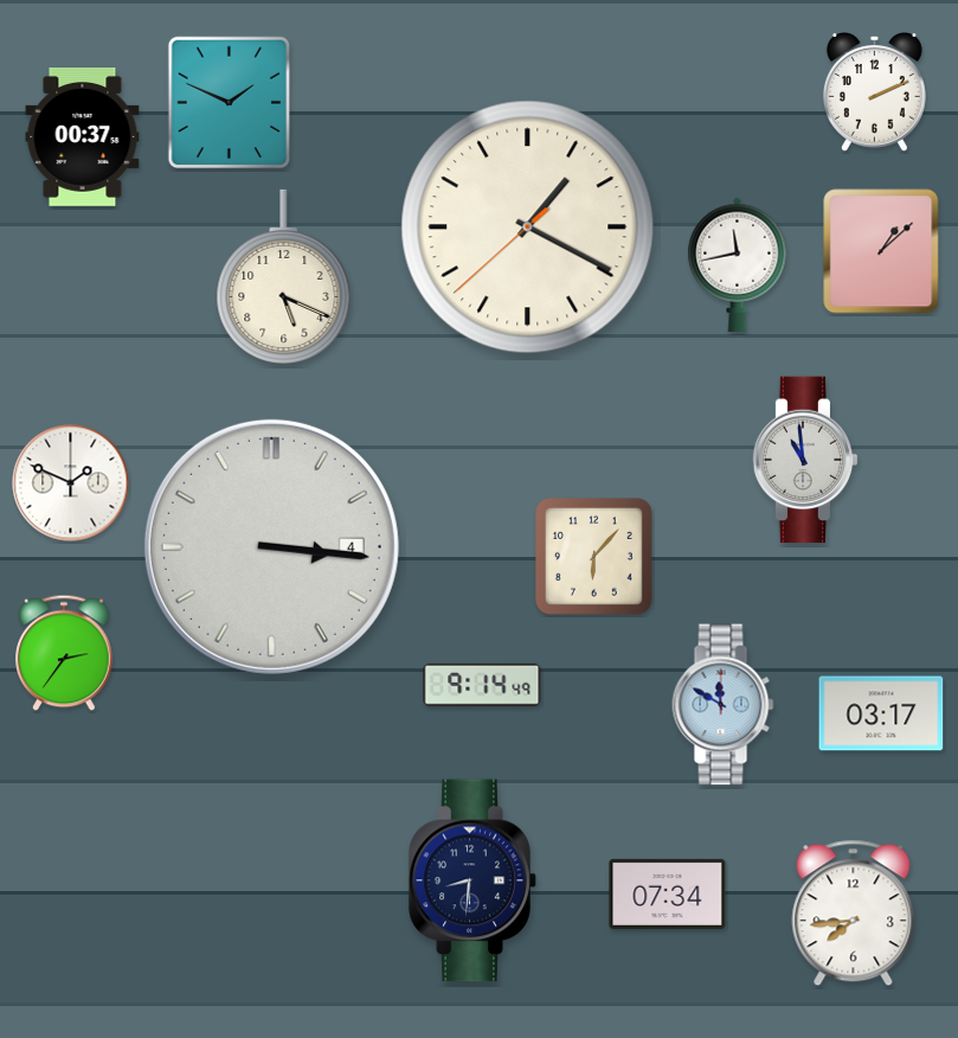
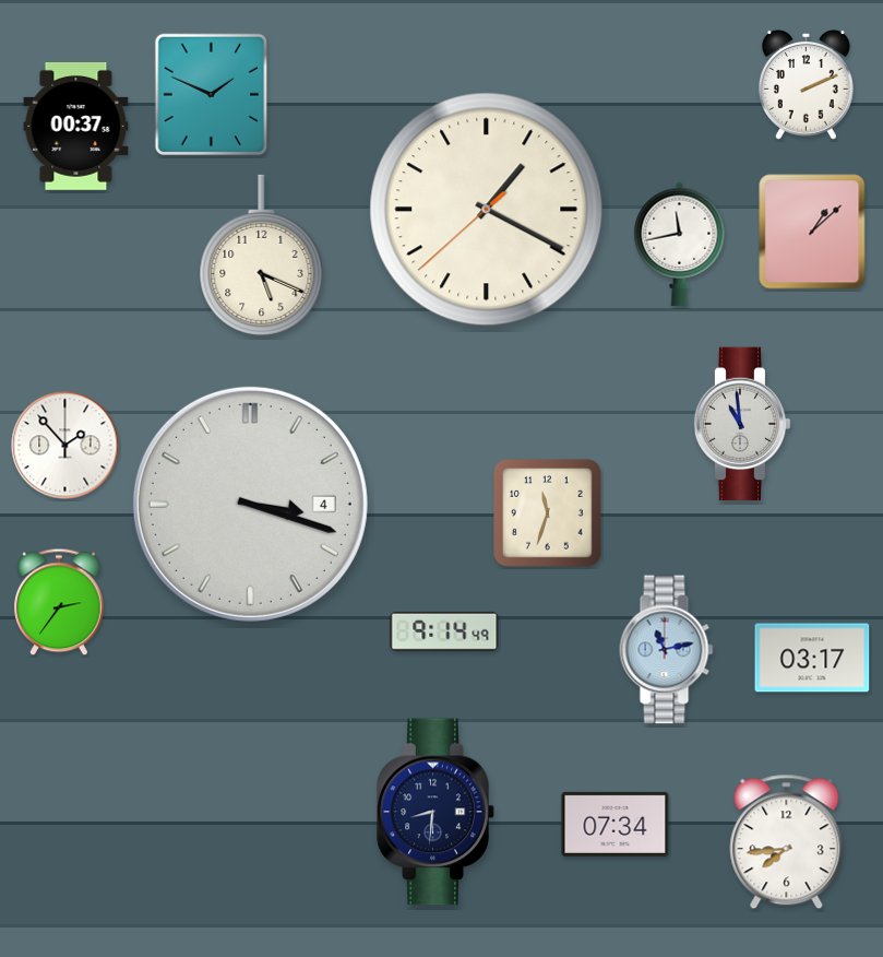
clock at (71, 483): 1:49 -> 1:53
clock at (271, 546): 3:16 -> 3:18
clock at (594, 557): 6:07 -> 11:33
clock at (724, 705): 11:50 -> 11:13
